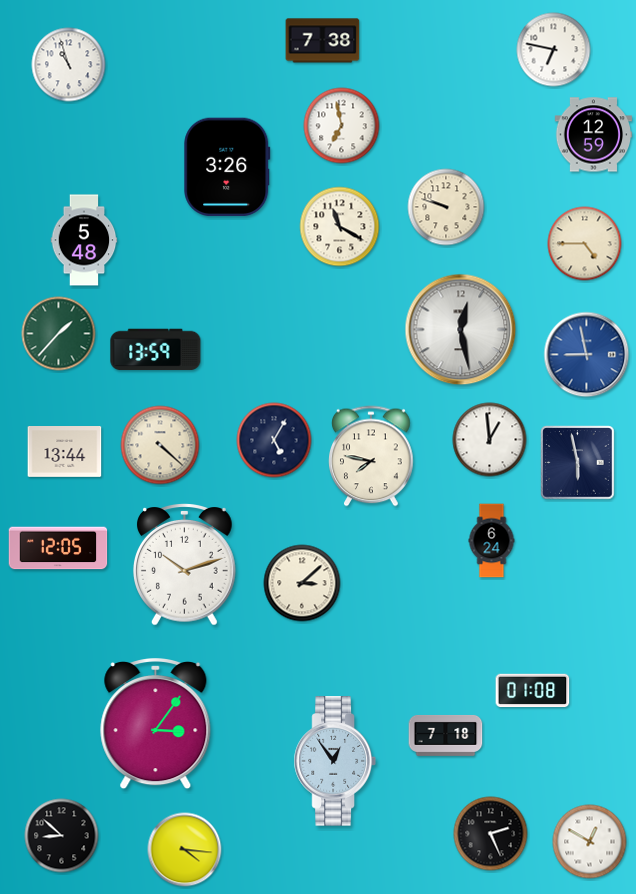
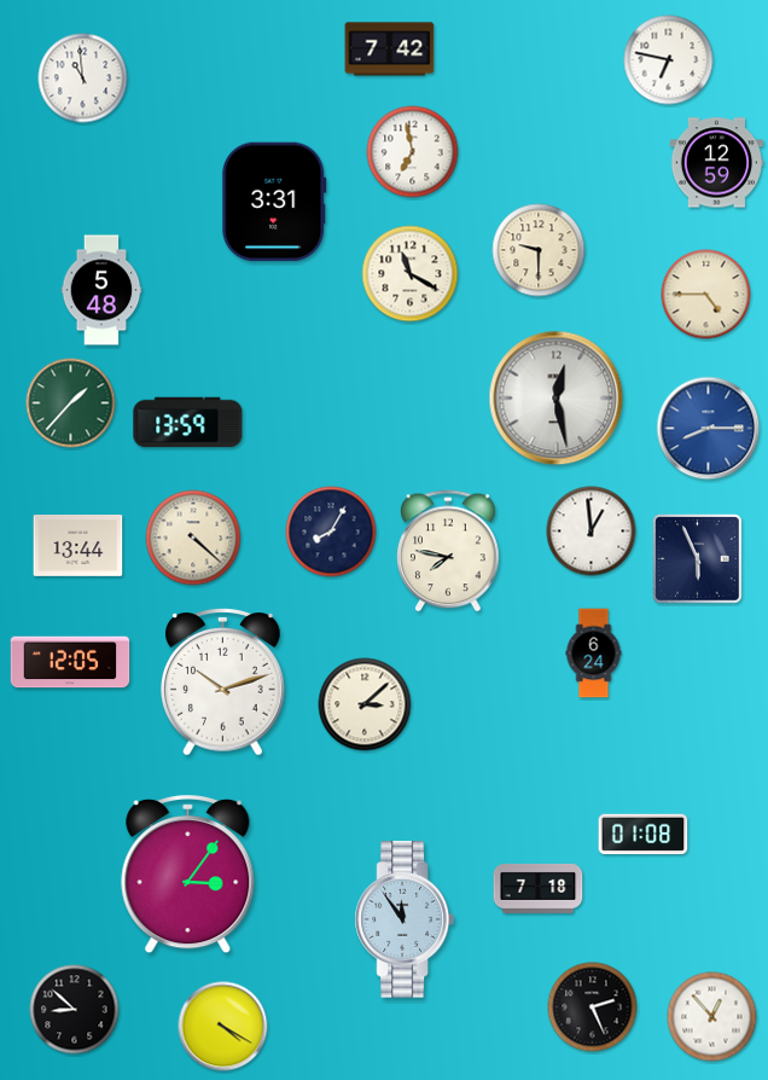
clock at (323, 41): 7:38 -> 7:42
clock at (69, 65): 10:57 -> 10:59
clock at (227, 167): 3:26 -> 3:31
clock at (446, 207): 9:48 -> 9:30
clock at (587, 355): 8:58 -> 8:15
clock at (274, 440): 5:05 -> 8:05
clock at (578, 463): 5:58 -> 5:56
clock at (335, 761): 12:54 -> 11:54
clock at (590, 842): 12:50 -> 12:53
clock at (185, 850): 4:16 -> 4:20
